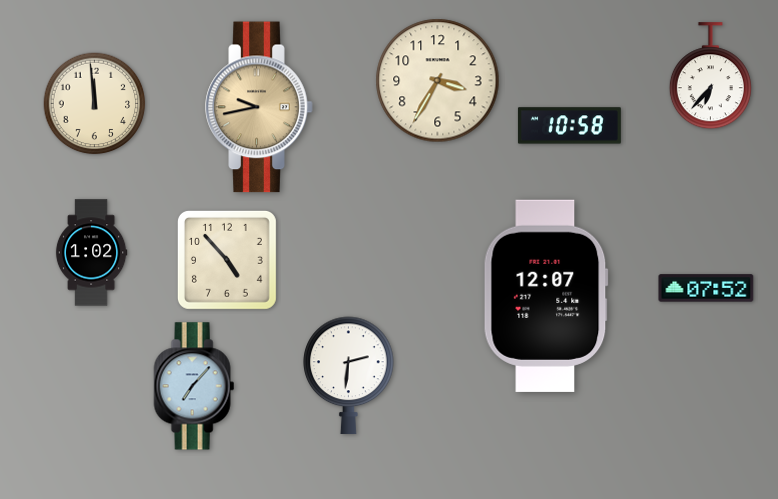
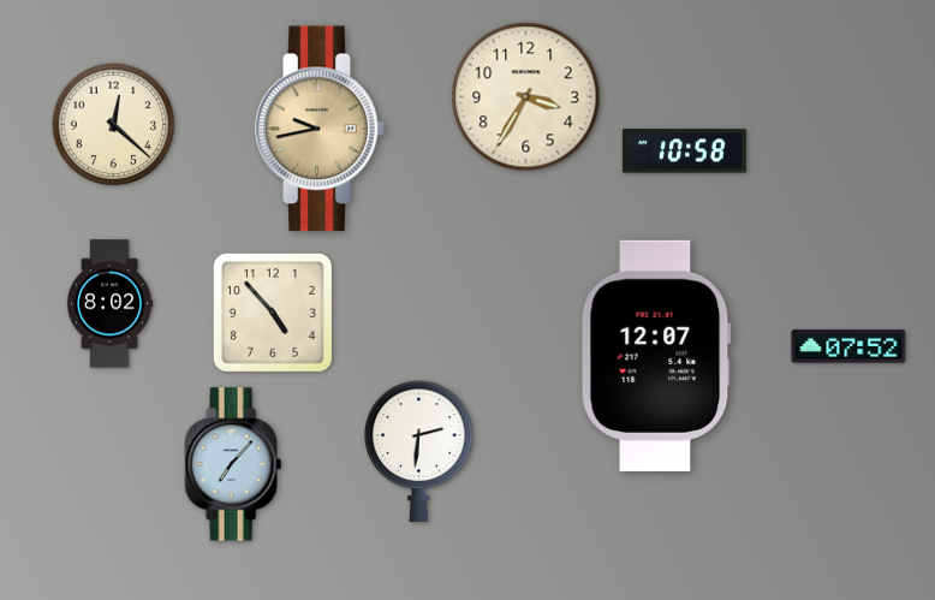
clock at (710, 76): 6:37 -> none
clock at (95, 104): 11:59 -> 12:22
clock at (259, 107) position: (259, 107) -> (320, 129)
clock at (91, 253): 1:02 -> 8:02
